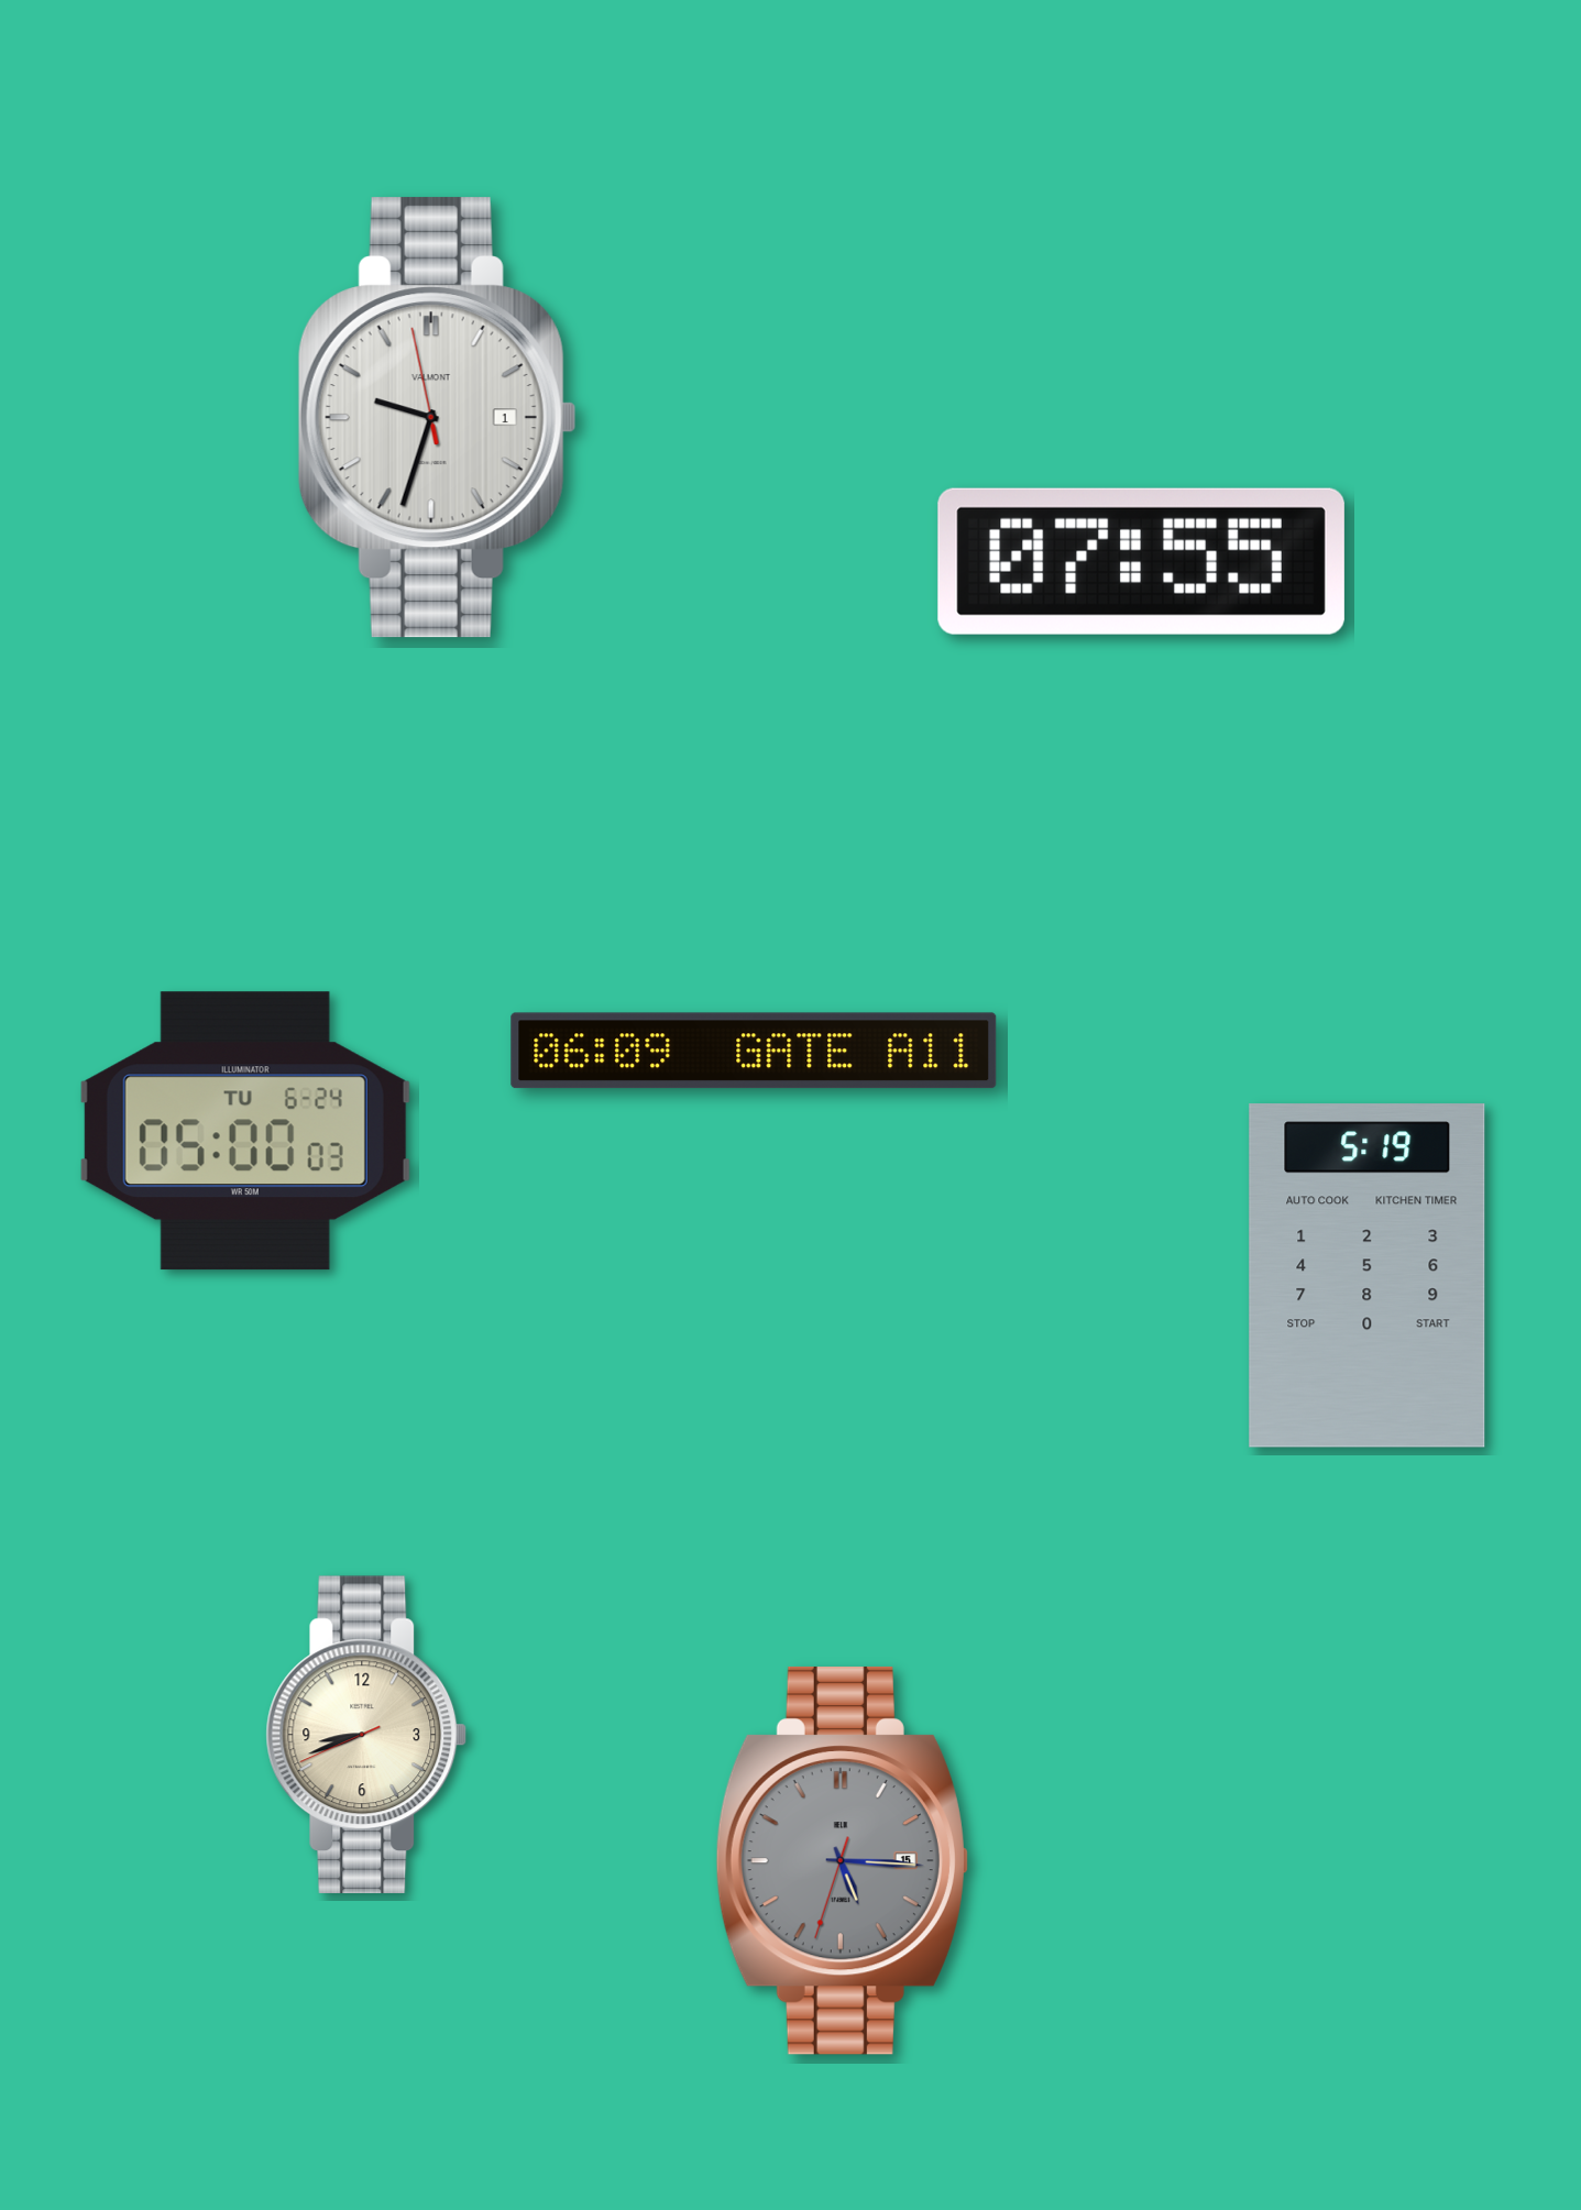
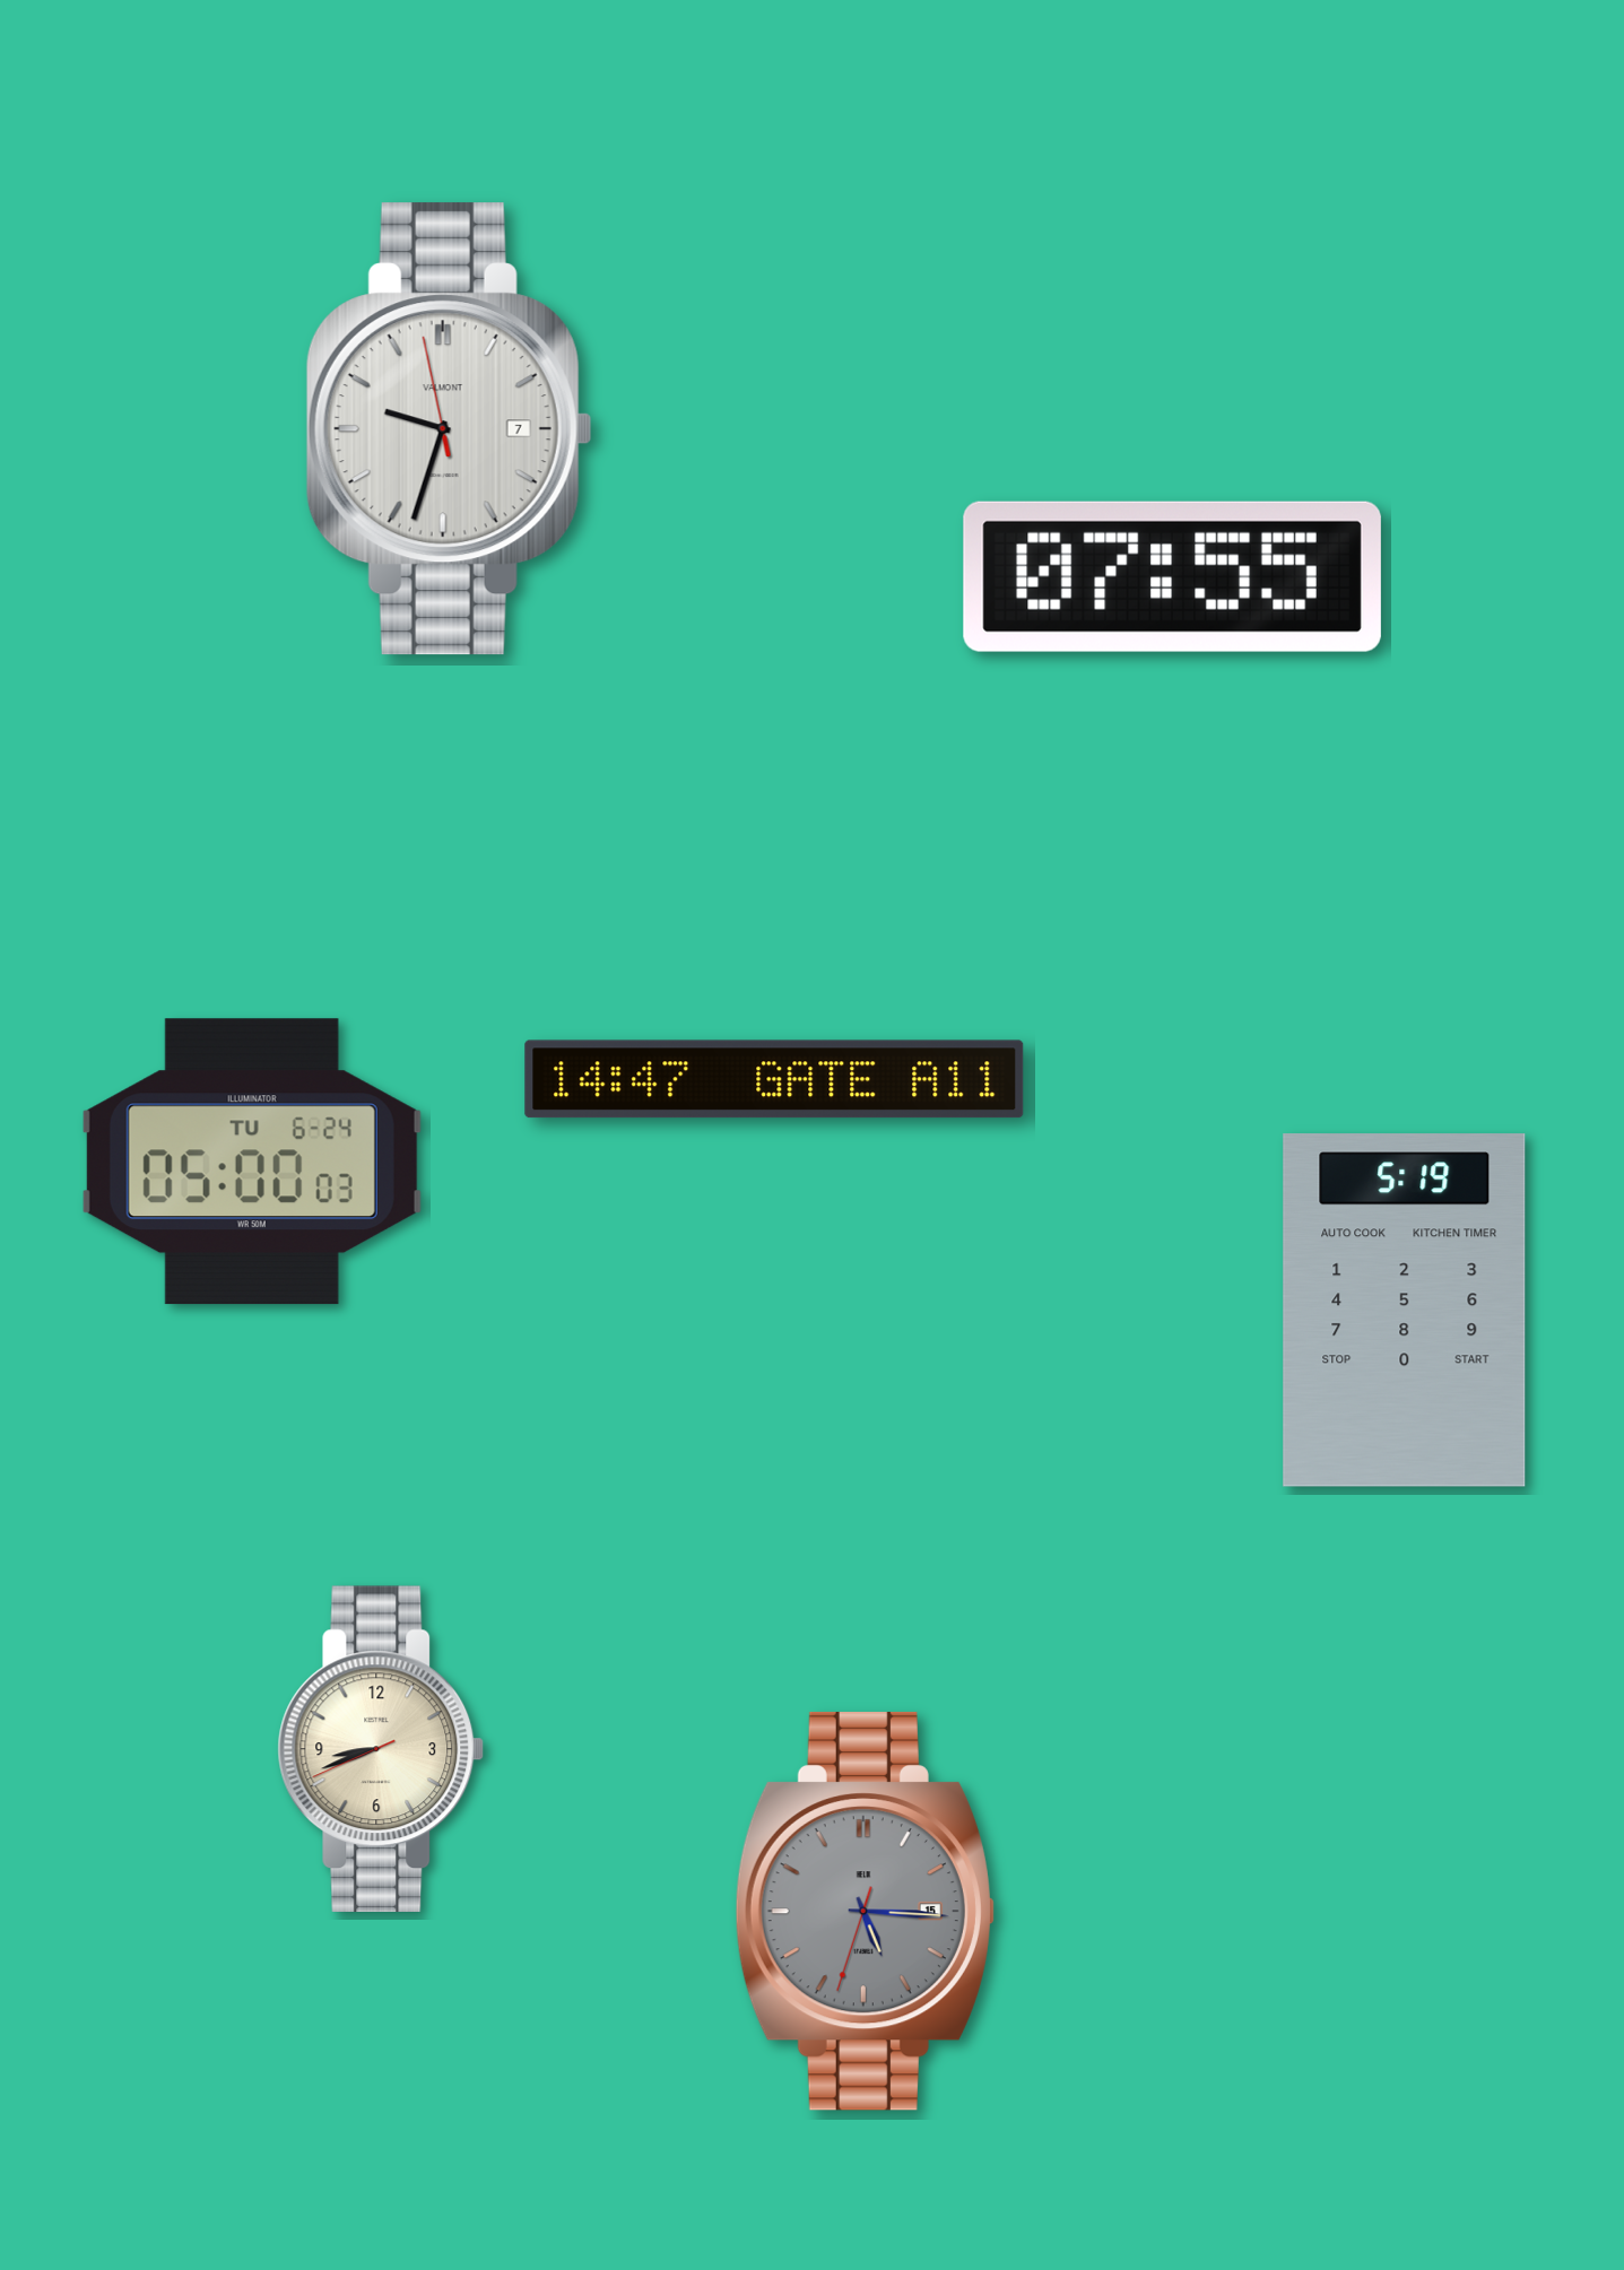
clock at (437, 418) date: 1 -> 7
clock at (754, 1051): 06:09 -> 14:47
clock at (366, 1734) position: (366, 1734) -> (381, 1748)
